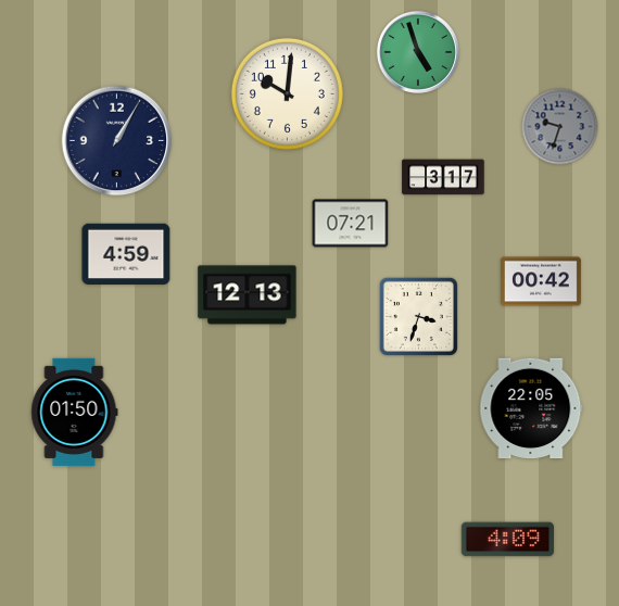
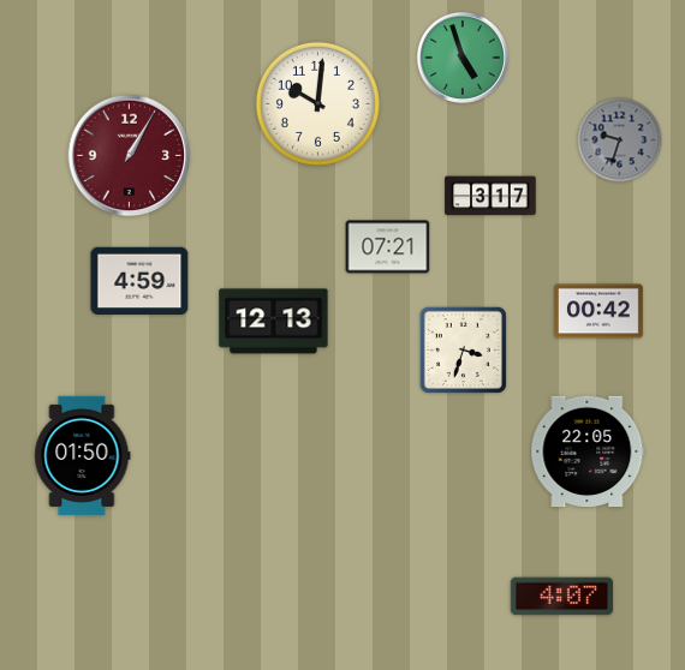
clock at (117, 141) dial: navy -> burgundy
clock at (248, 295) position: (248, 295) -> (274, 322)
clock at (507, 540): 4:09 -> 4:07
